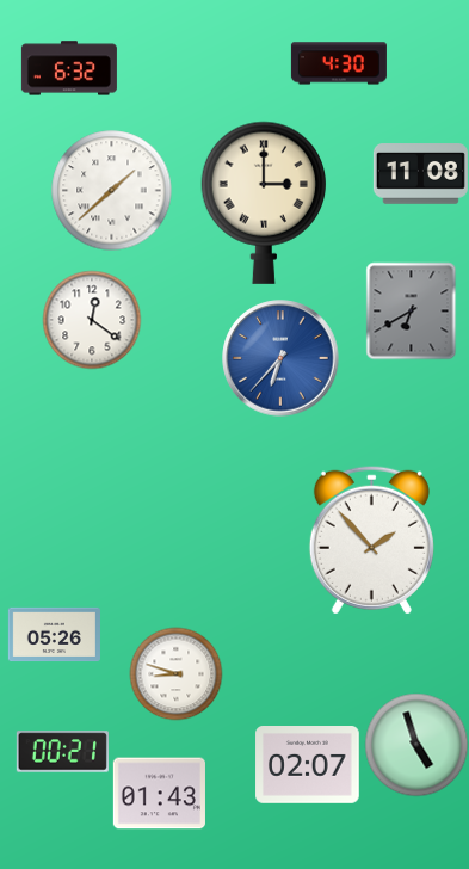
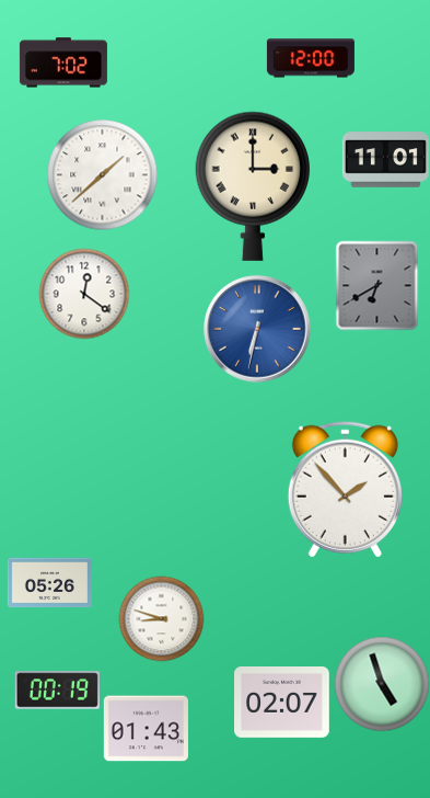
clock at (339, 63): 4:30 -> 12:00
clock at (69, 68): 6:32 -> 7:02
clock at (420, 174): 11:08 -> 11:01
clock at (263, 203) position: (263, 203) -> (252, 186)
clock at (280, 358): 6:37 -> 6:32
clock at (371, 540) position: (371, 540) -> (345, 489)
clock at (62, 752): 00:21 -> 00:19
